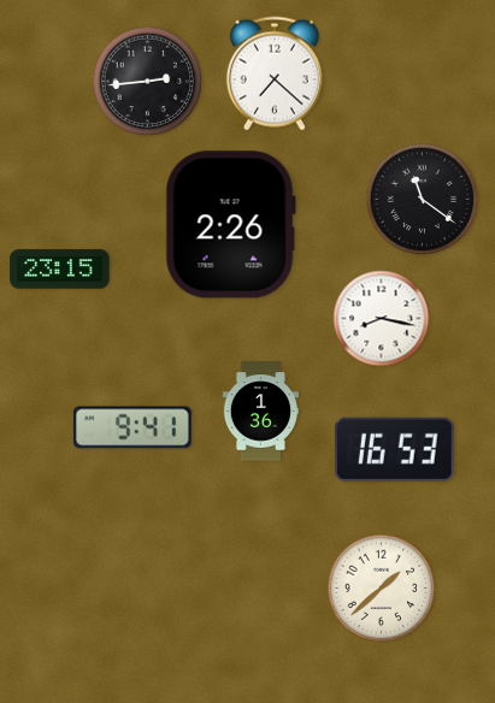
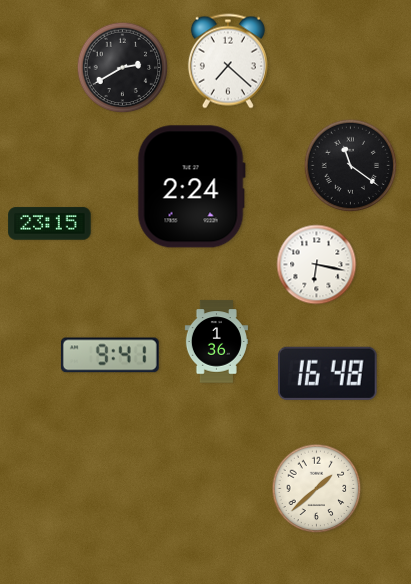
clock at (148, 82): 2:44 -> 2:40
clock at (230, 225): 2:26 -> 2:24
clock at (382, 319): 8:17 -> 6:17
clock at (394, 449): 16:53 -> 16:48
